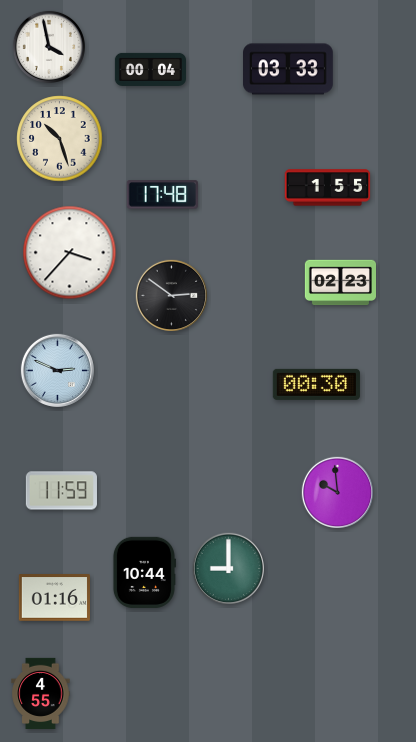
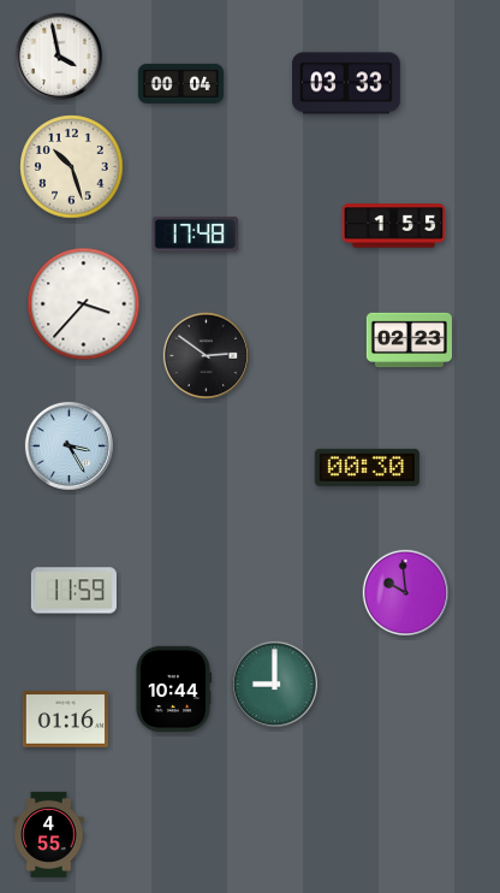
clock at (57, 370): 2:49 -> 3:25
clock at (316, 384) position: (316, 384) -> (367, 467)
